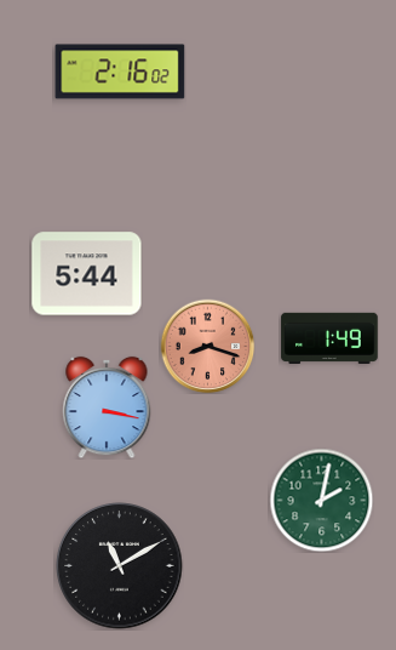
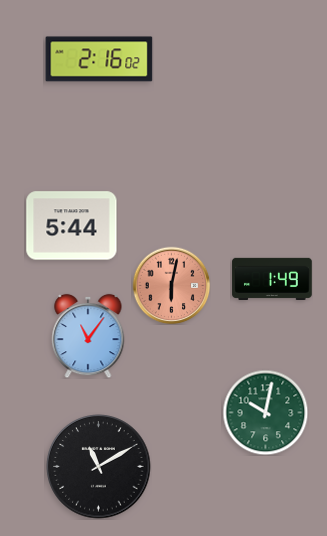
clock at (207, 346): 8:18 -> 6:02
clock at (107, 407): 3:17 -> 11:06
clock at (321, 500): 2:02 -> 10:02
